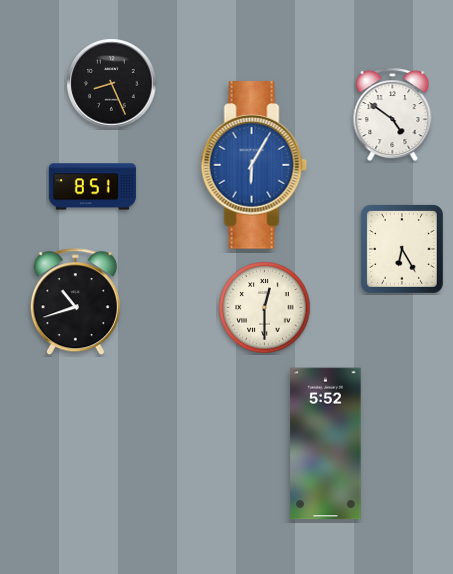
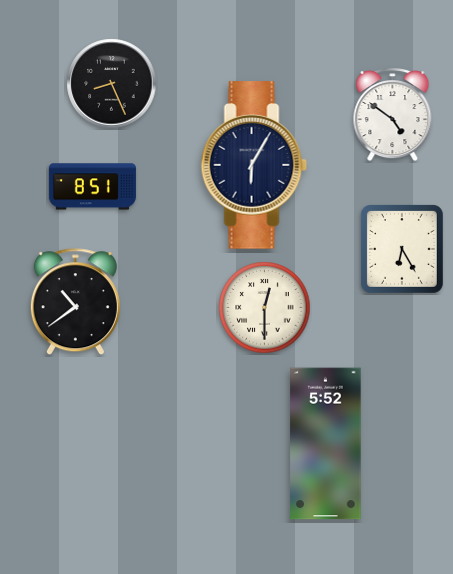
clock at (254, 165) dial: blue -> navy
clock at (75, 302): 10:42 -> 10:39
